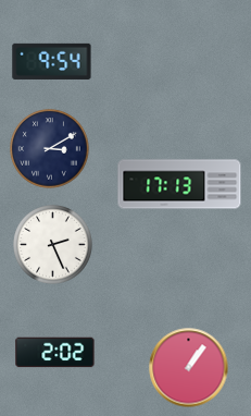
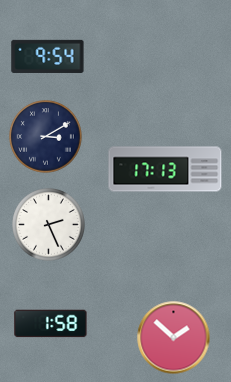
clock at (55, 353): 2:02 -> 1:58
clock at (189, 368): 1:06 -> 1:52
